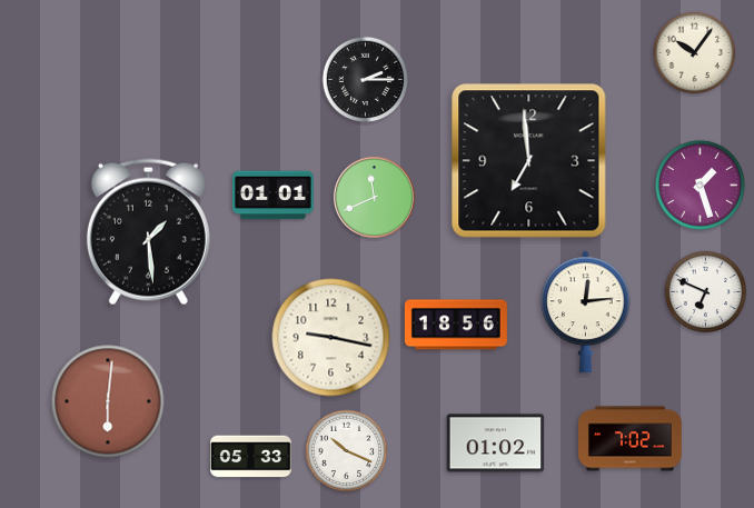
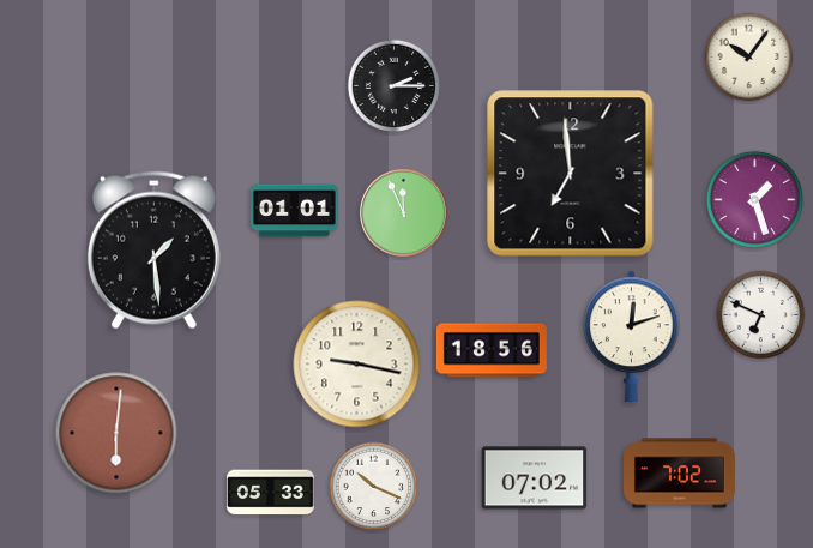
clock at (374, 197): 11:41 -> 11:56
clock at (148, 232) position: (148, 232) -> (153, 251)
clock at (586, 311): 12:14 -> 12:12
clock at (496, 444): 01:02 -> 07:02
